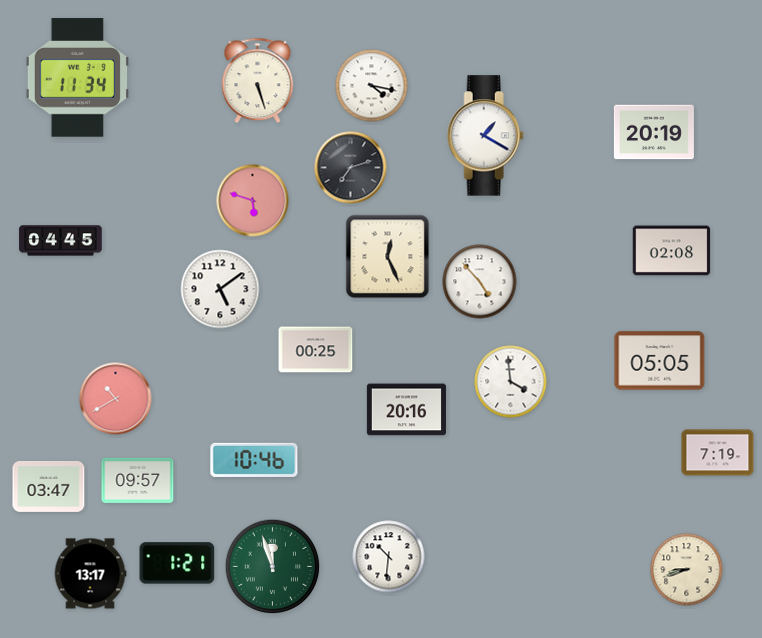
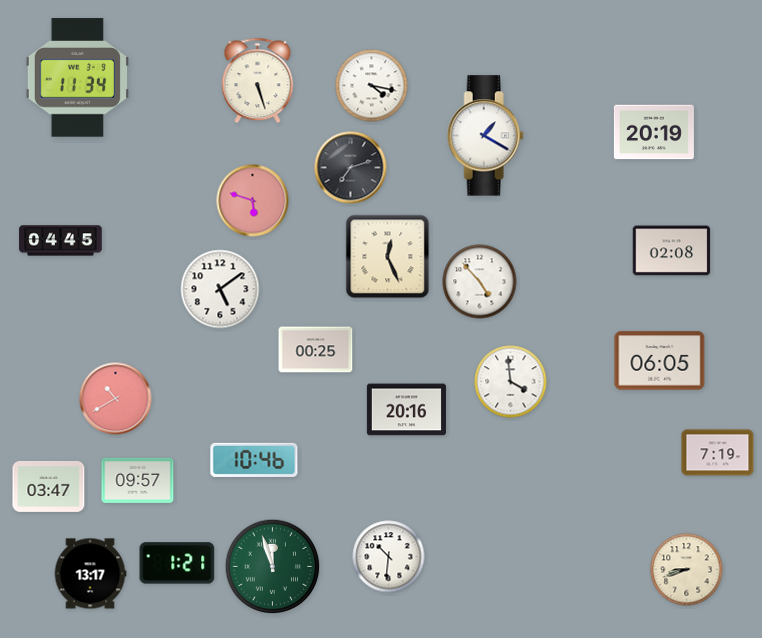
clock at (660, 361): 05:05 -> 06:05
